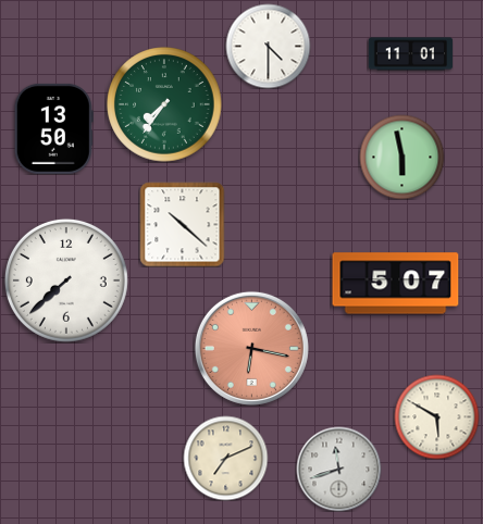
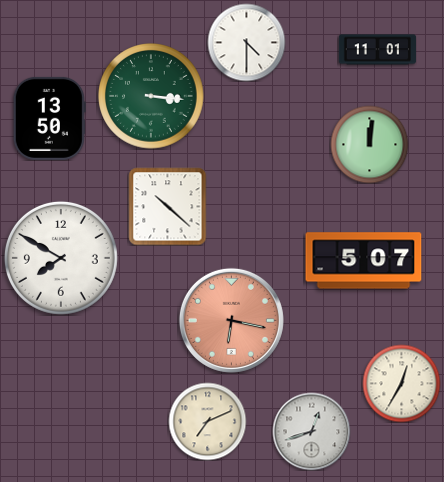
clock at (164, 104): 7:36 -> 3:16
clock at (401, 157): 5:58 -> 12:01
clock at (66, 280): 7:38 -> 7:50
clock at (436, 416): 5:50 -> 12:35
clock at (338, 469): 11:42 -> 12:42
